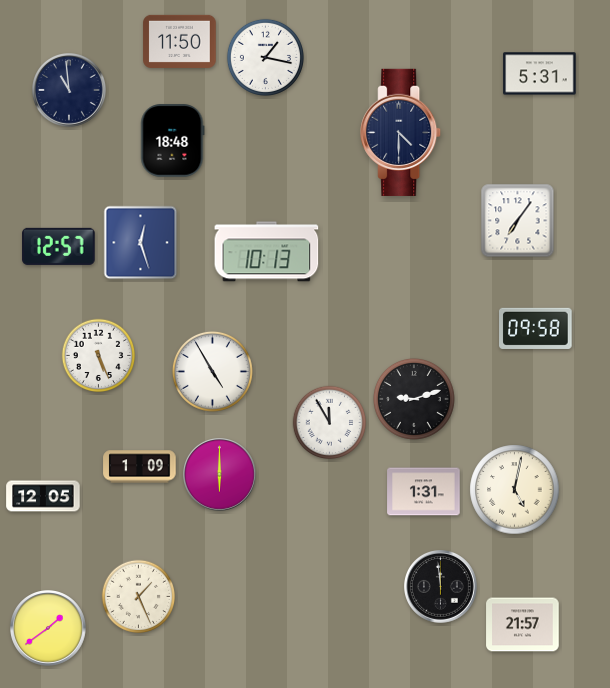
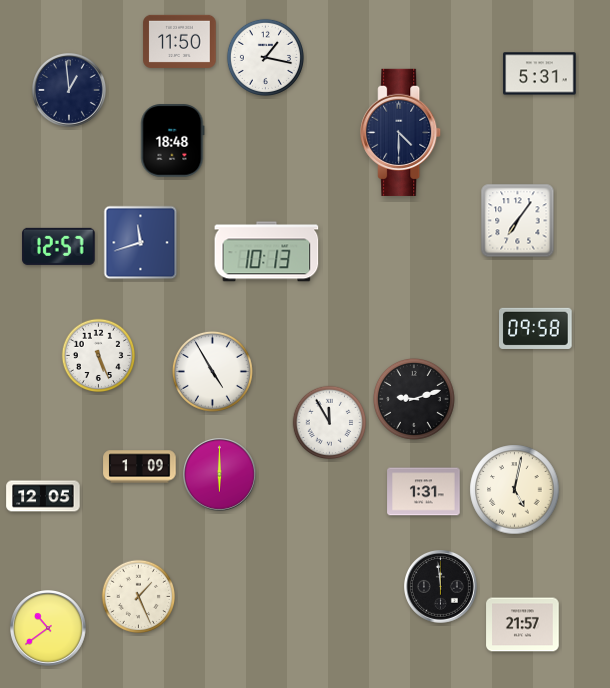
clock at (70, 91): 10:59 -> 12:59
clock at (141, 243): 12:27 -> 11:42
clock at (49, 629): 1:39 -> 10:39
